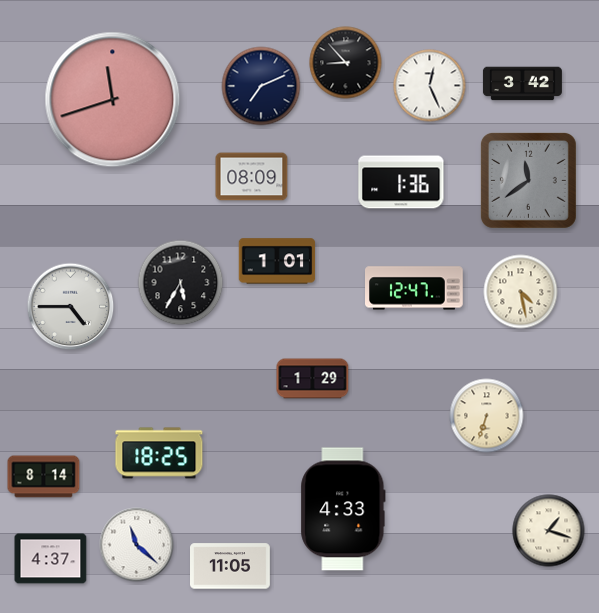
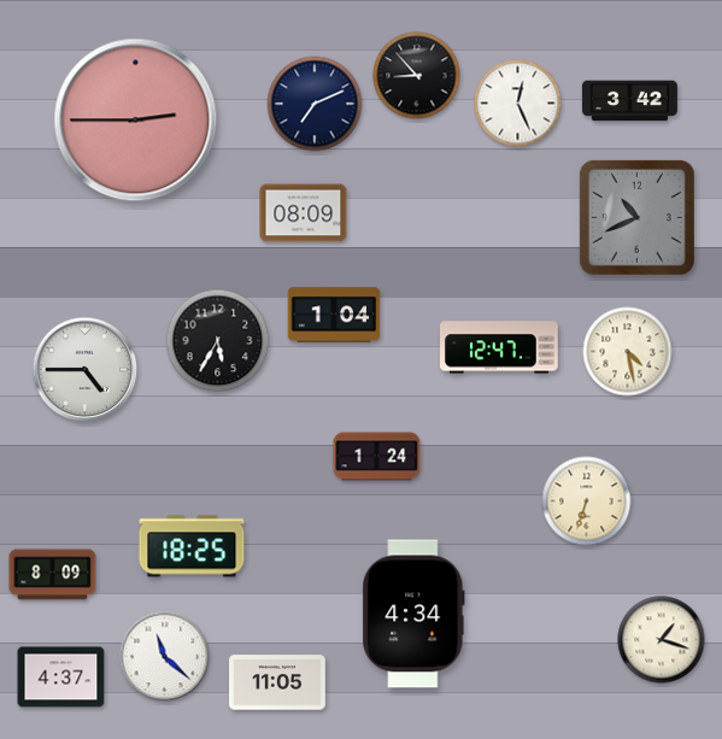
clock at (113, 100): 11:42 -> 2:45
clock at (528, 180): 11:39 -> 10:41
clock at (401, 182): 1:36 -> none
clock at (277, 261): 1:01 -> 1:04
clock at (313, 379): 1:29 -> 1:24
clock at (44, 477): 8:14 -> 8:09
clock at (343, 509): 4:33 -> 4:34
clock at (51, 559) position: (51, 559) -> (61, 678)
